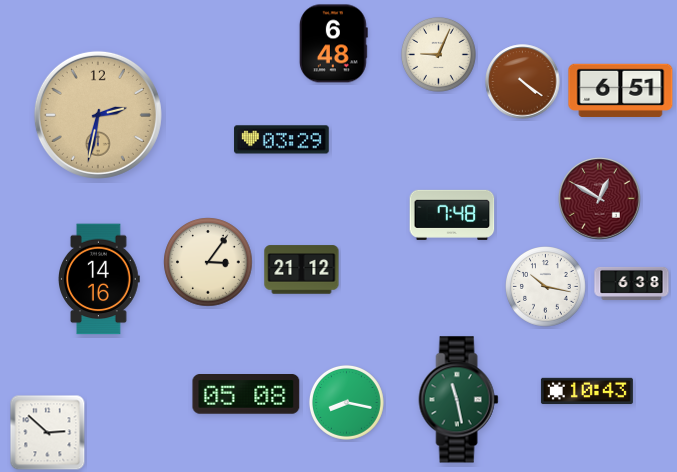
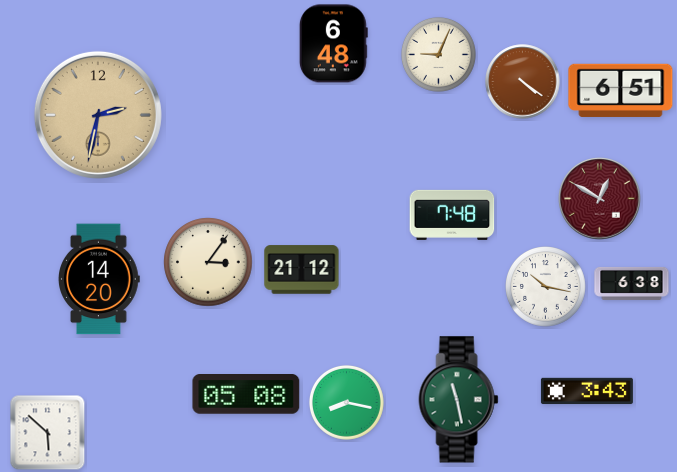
clock at (282, 140): 03:29 -> none
clock at (100, 279): 14:16 -> 14:20
clock at (587, 391): 10:43 -> 3:43
clock at (48, 433): 2:52 -> 5:52
